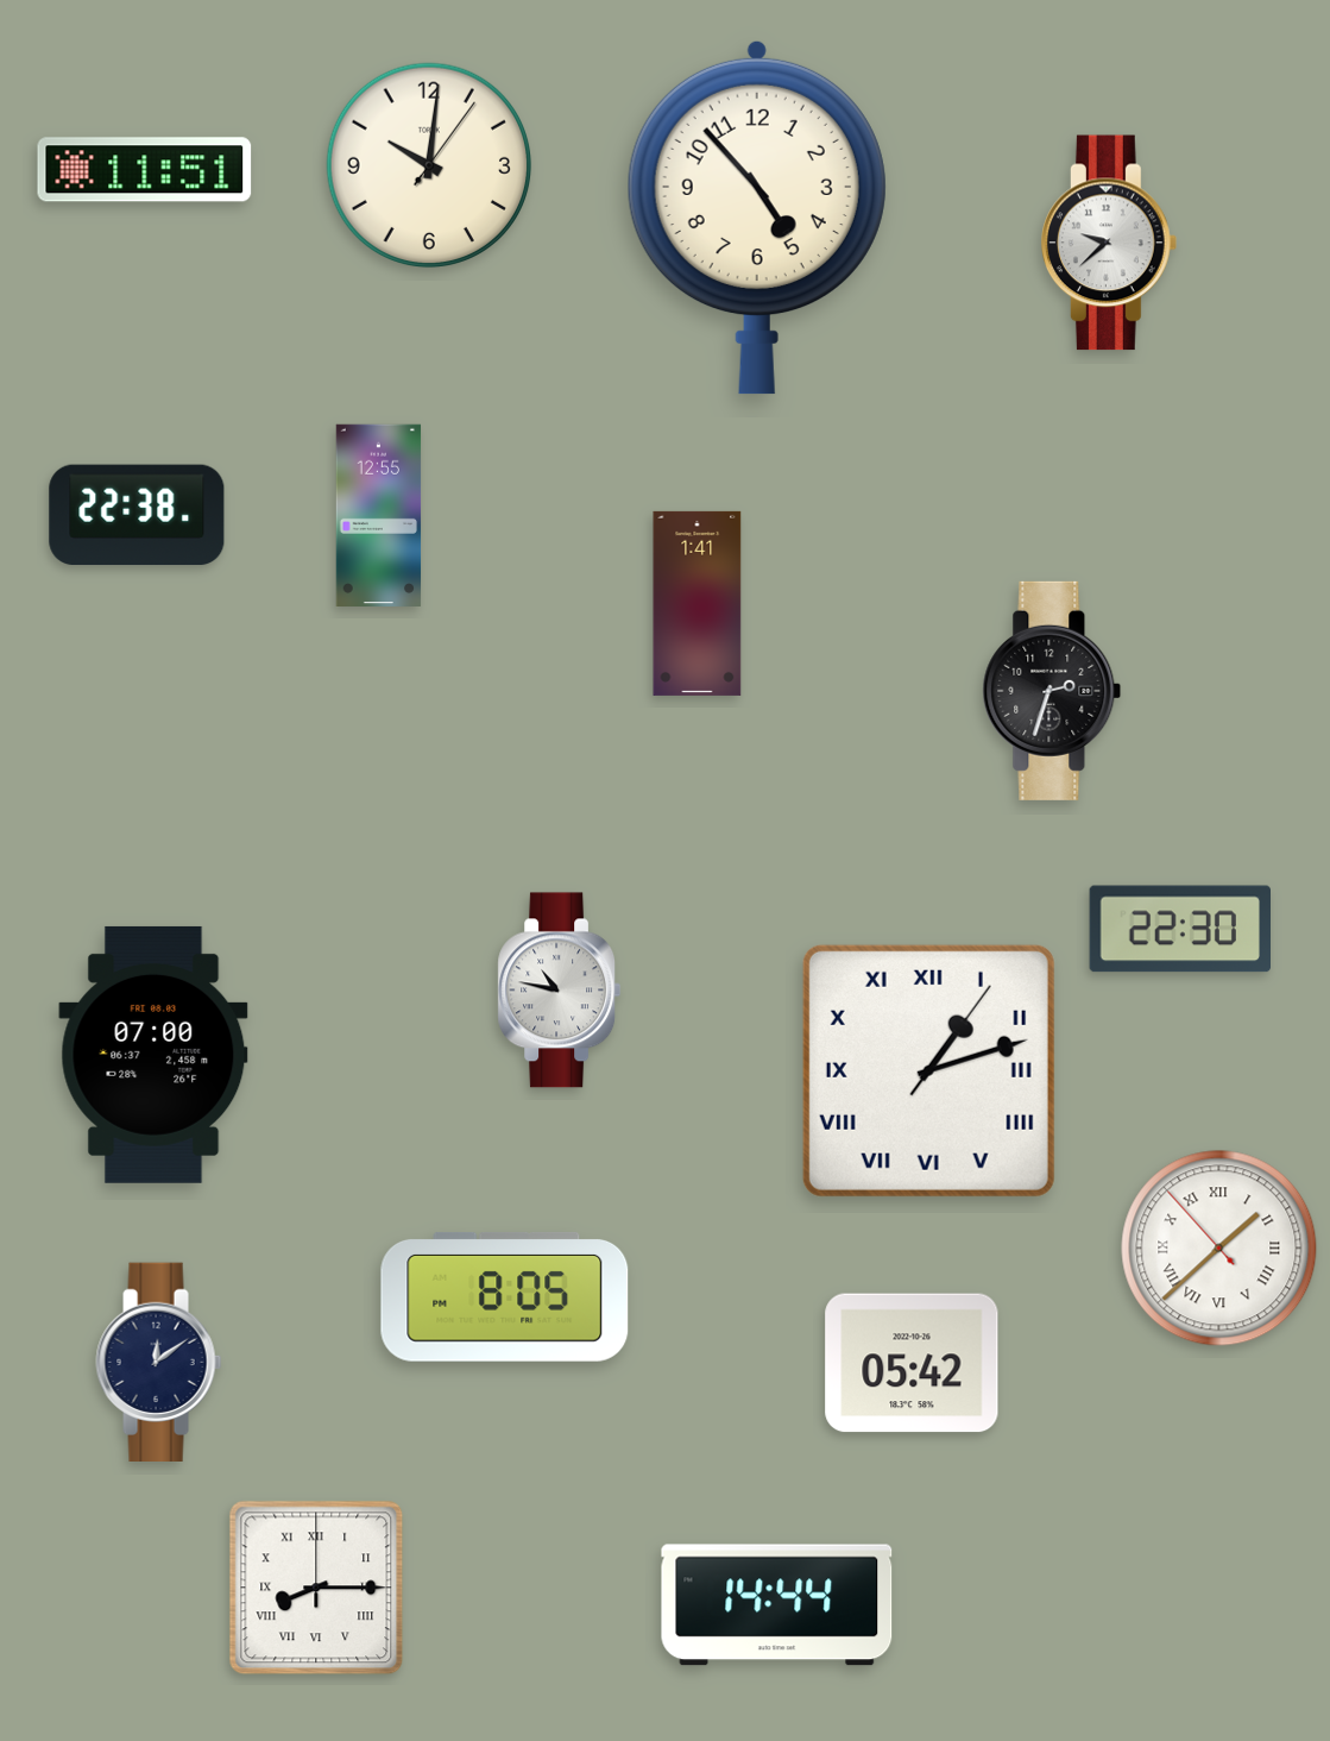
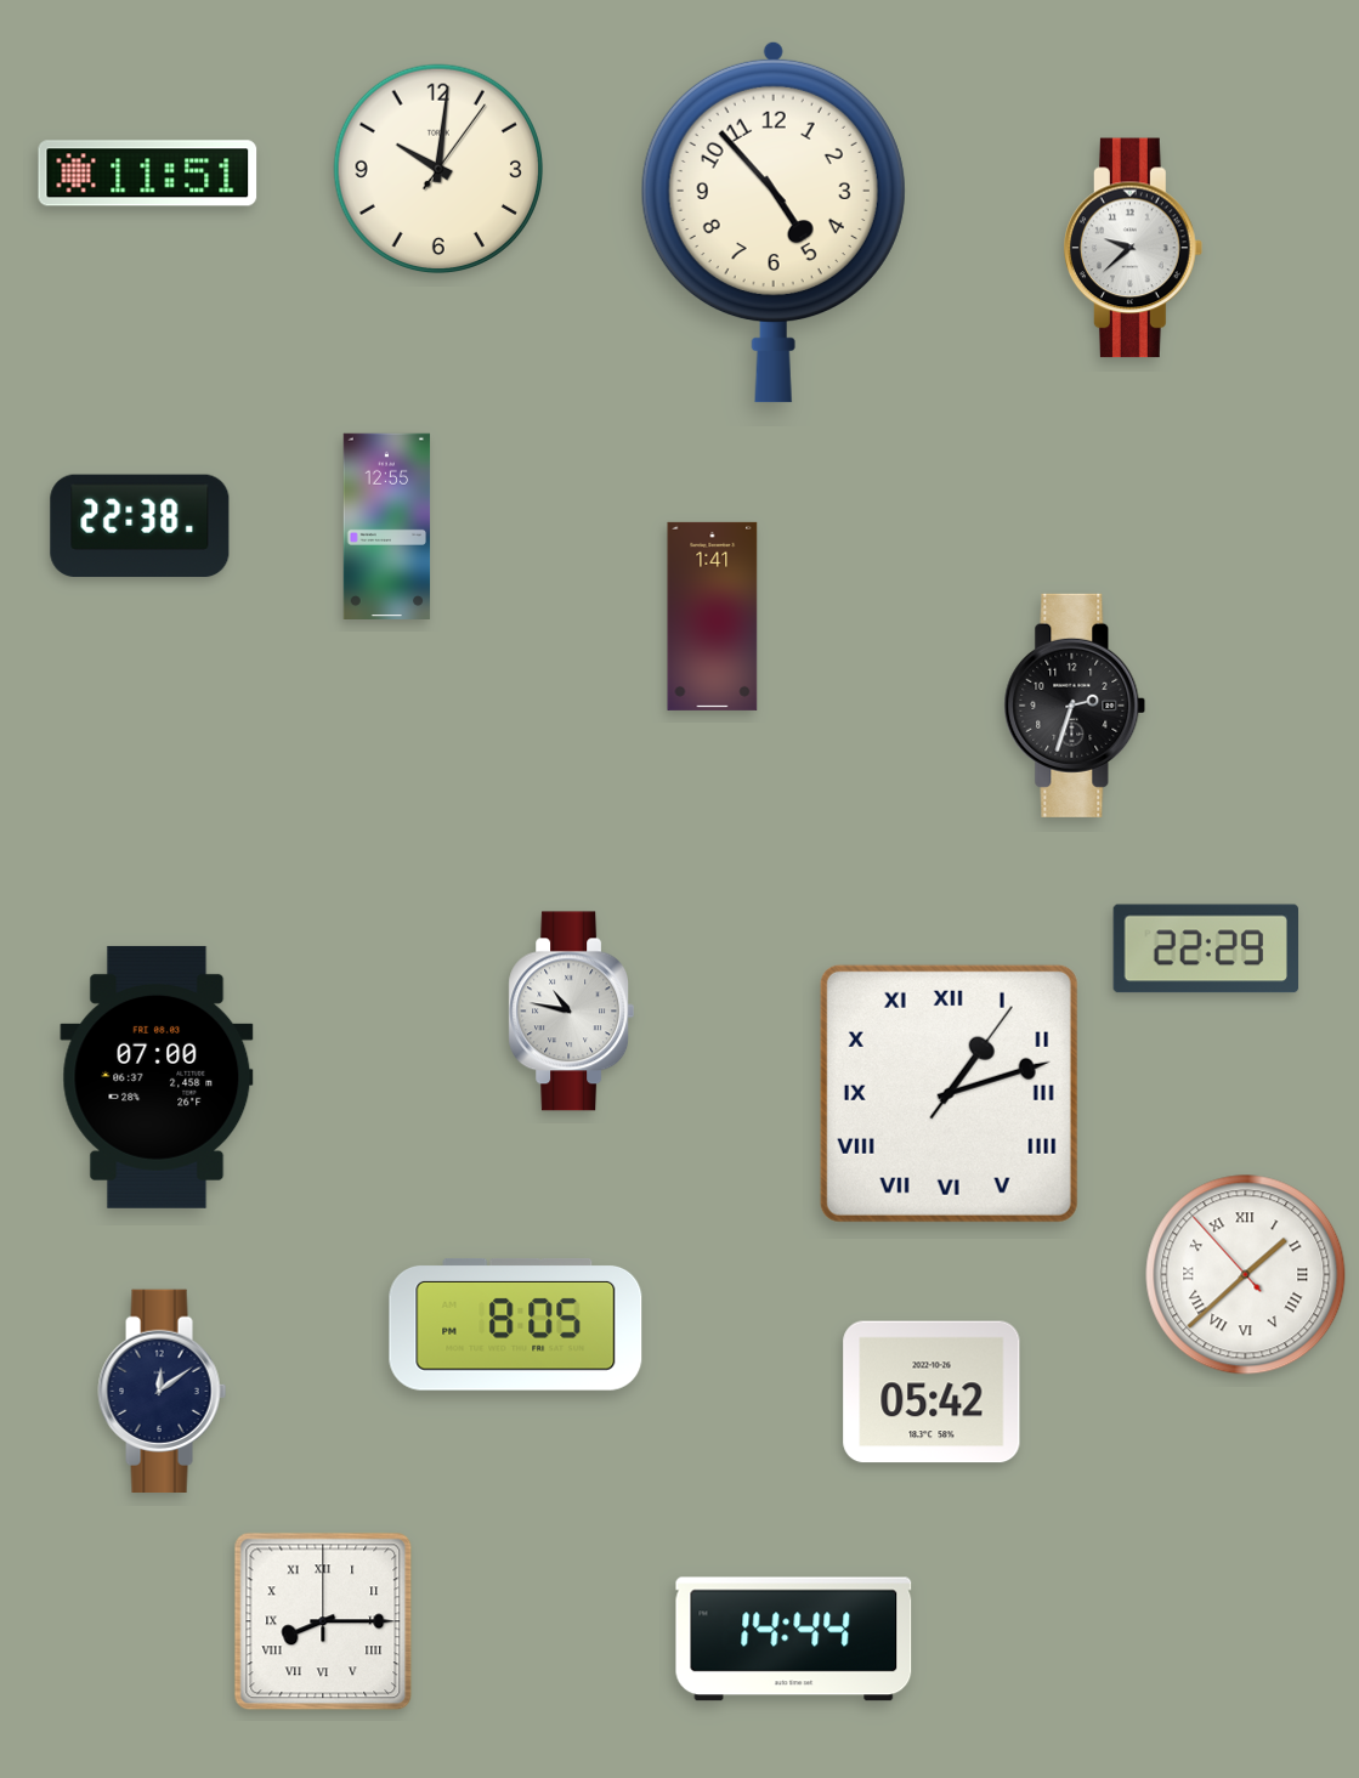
clock at (1179, 929): 22:30 -> 22:29
